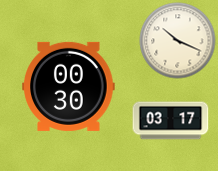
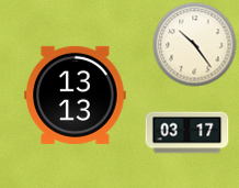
clock at (178, 41): 10:19 -> 10:24
clock at (69, 86): 00:30 -> 13:13
